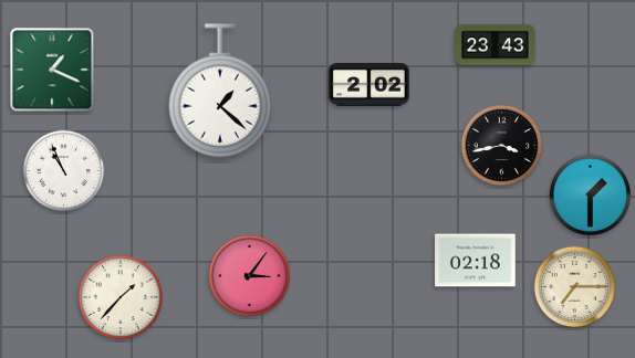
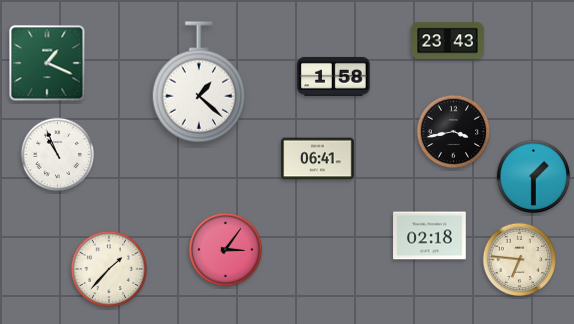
clock at (369, 84): 2:02 -> 1:58
clock at (318, 159): none -> 06:41
clock at (575, 287): 7:15 -> 6:46
